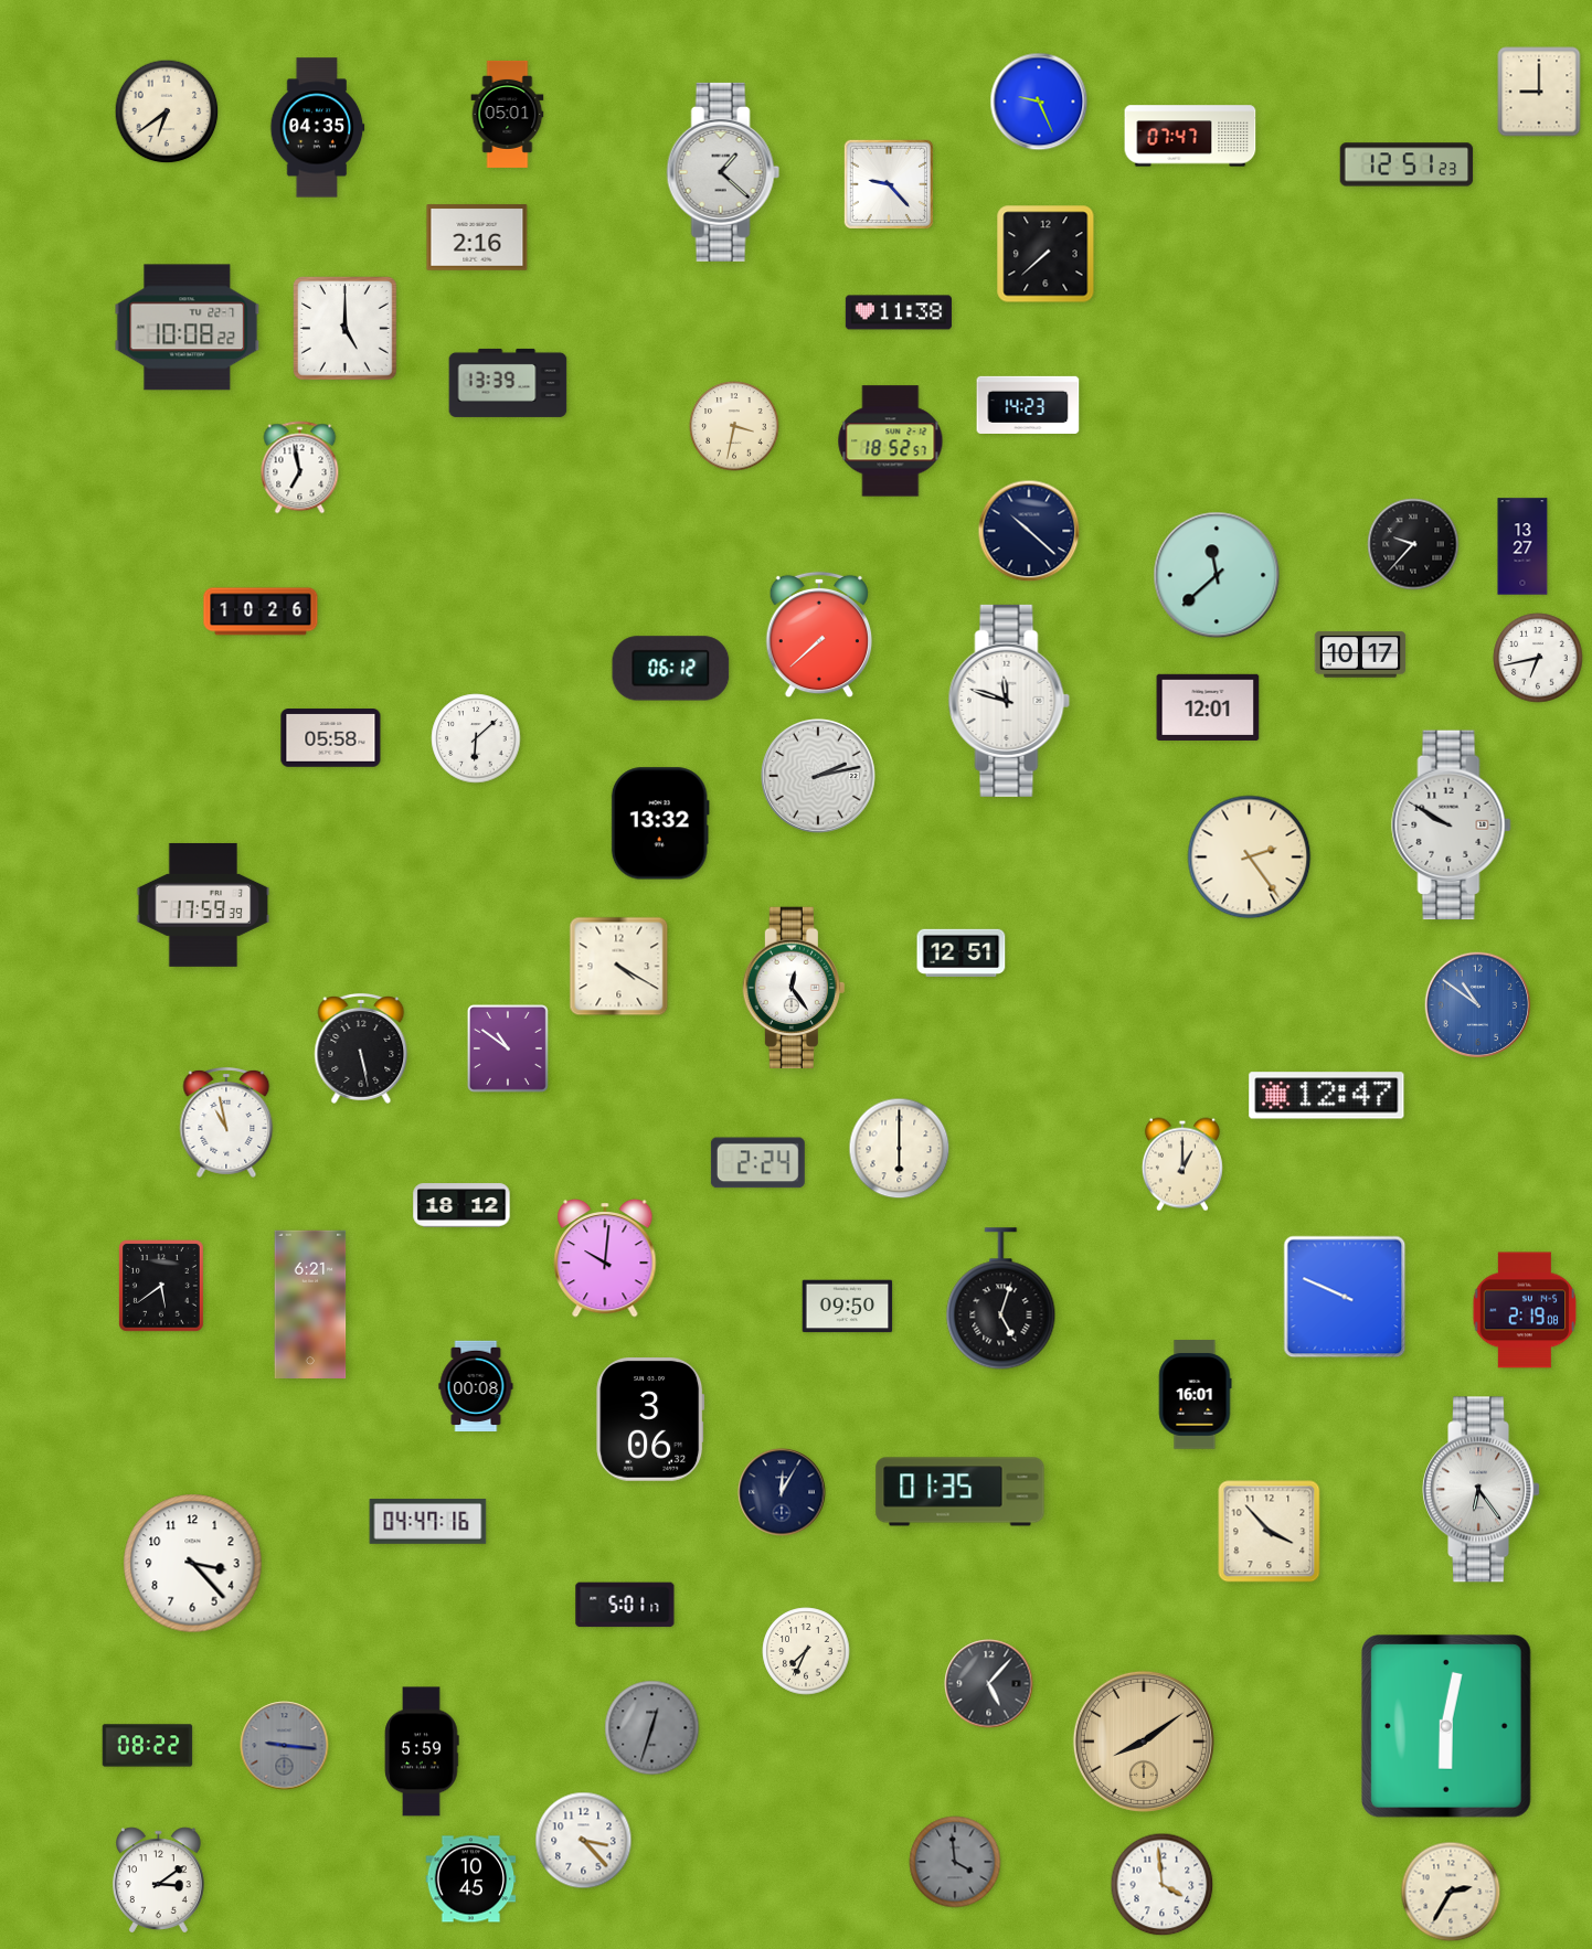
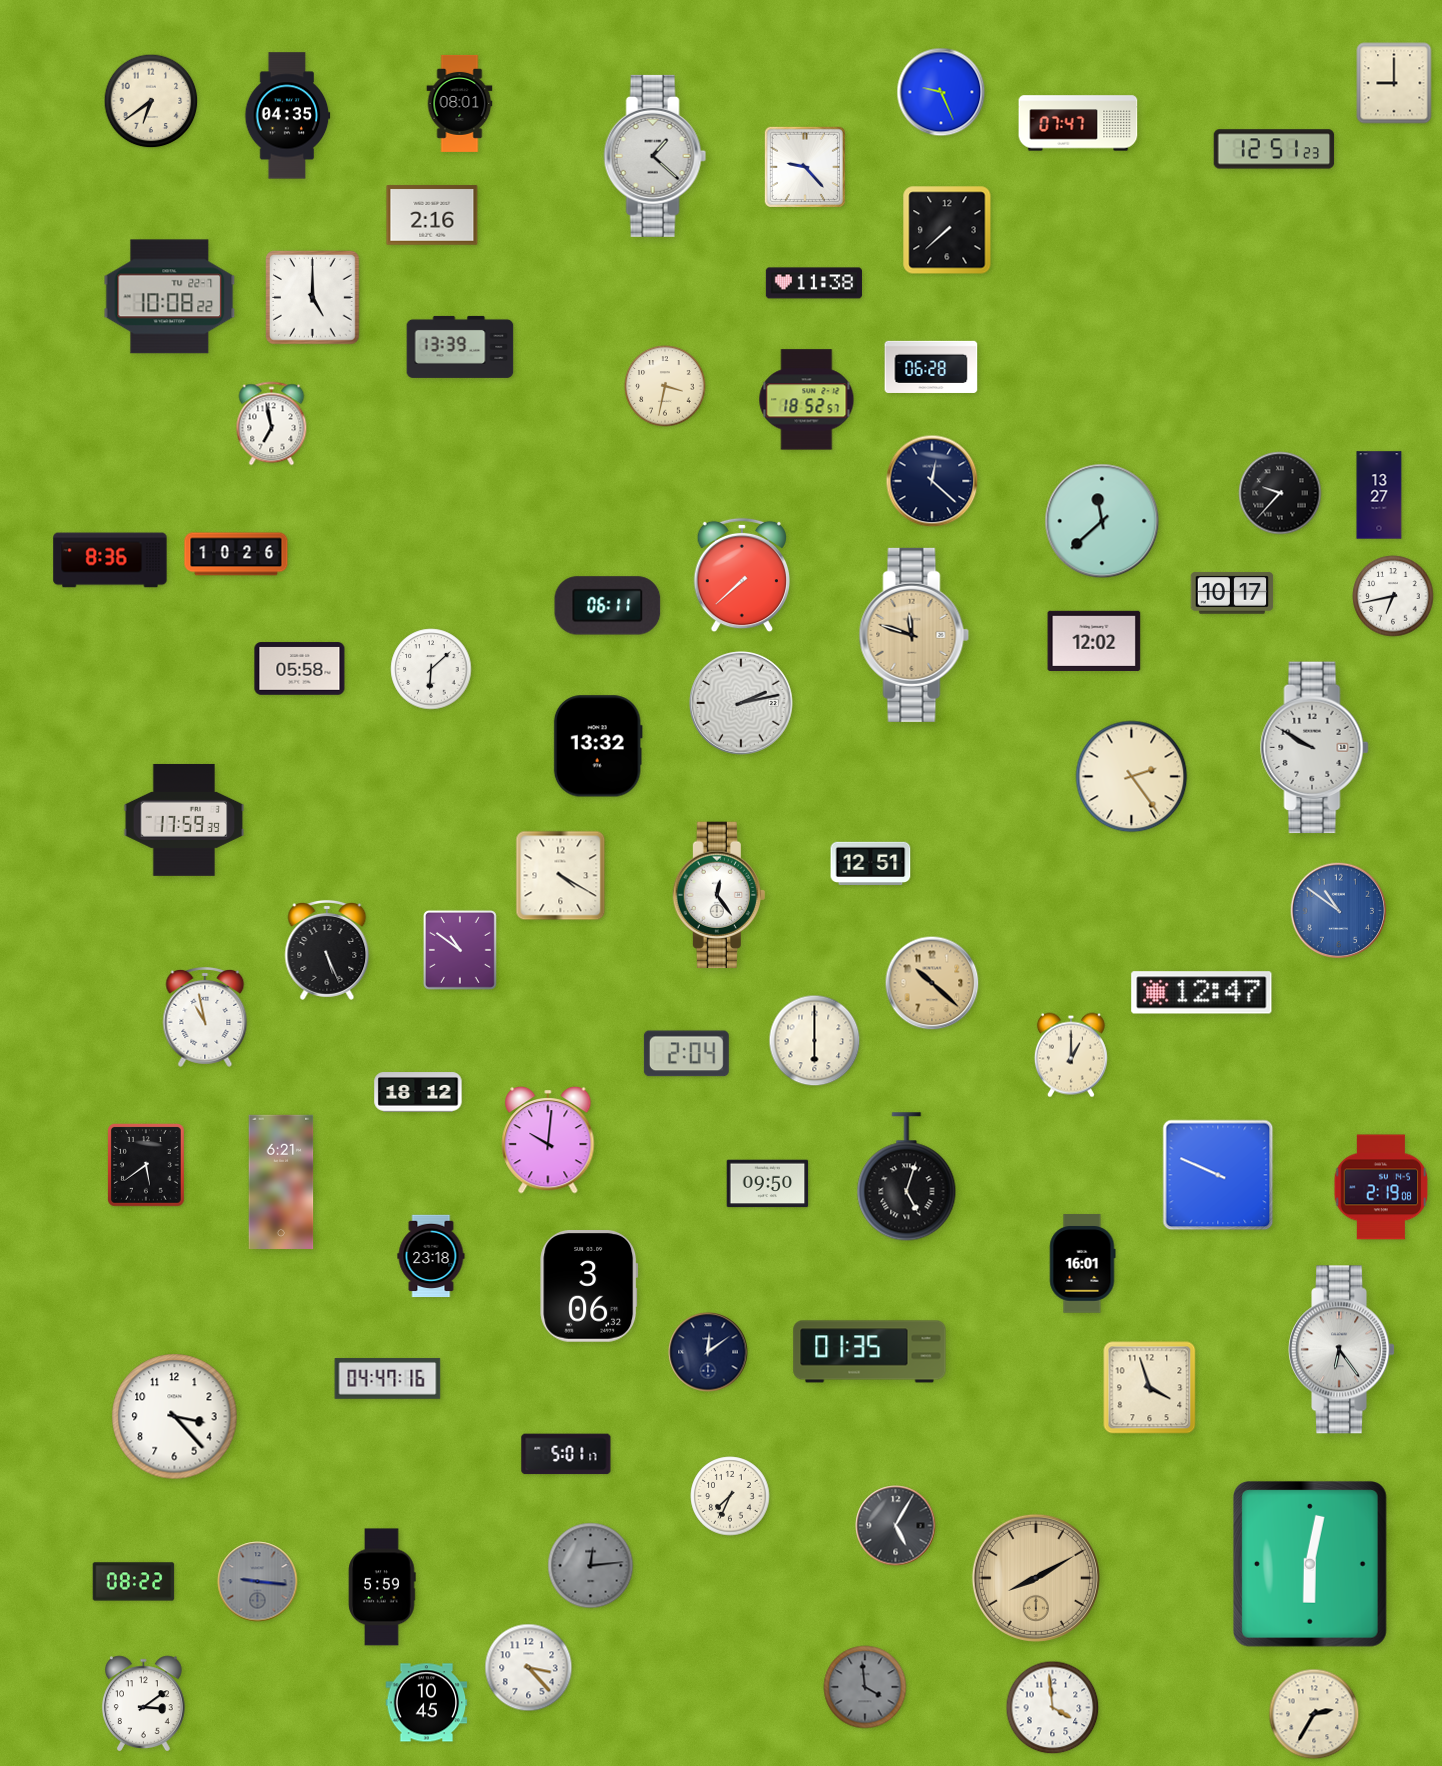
clock at (508, 114): 05:01 -> 08:01
clock at (1028, 405): 14:23 -> 06:28
clock at (1029, 531): 10:22 -> 12:22
clock at (110, 560): none -> 8:36
clock at (671, 669): 06:12 -> 06:11
clock at (1009, 701) dial: white -> champagne
clock at (1208, 707): 12:01 -> 12:02
clock at (361, 1048): 5:28 -> 5:26
clock at (932, 983): none -> 10:22
clock at (757, 1163): 2:24 -> 2:04
clock at (476, 1386): 00:08 -> 23:18
clock at (782, 1492): 12:05 -> 12:09
clock at (1270, 1532): 3:53 -> 3:57
clock at (989, 1684): 5:07 -> 5:05
clock at (652, 1728): 12:33 -> 12:14
clock at (1144, 1742): 8:09 -> 8:10
